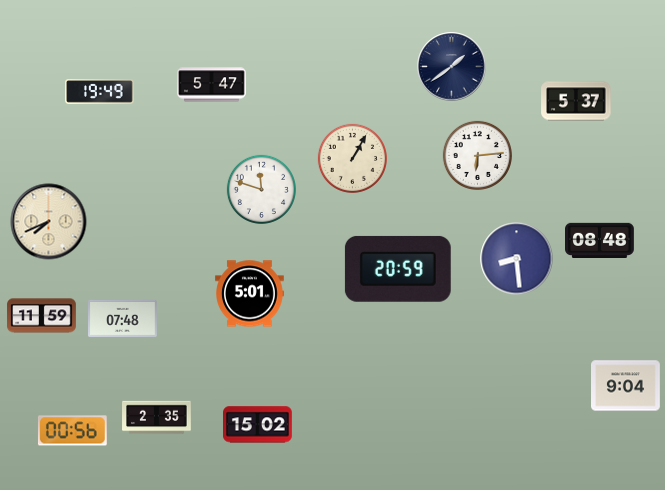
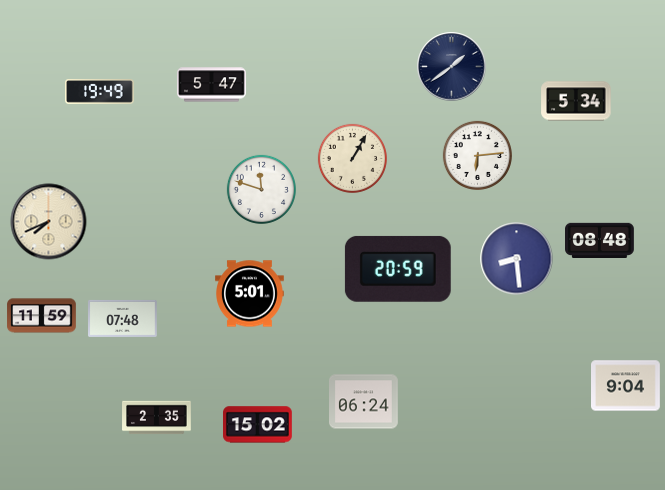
clock at (576, 101): 5:37 -> 5:34
clock at (364, 402): none -> 06:24
clock at (72, 431): 00:56 -> none
